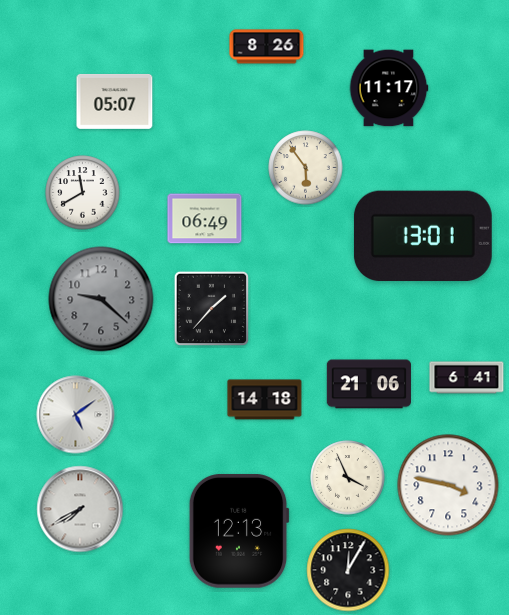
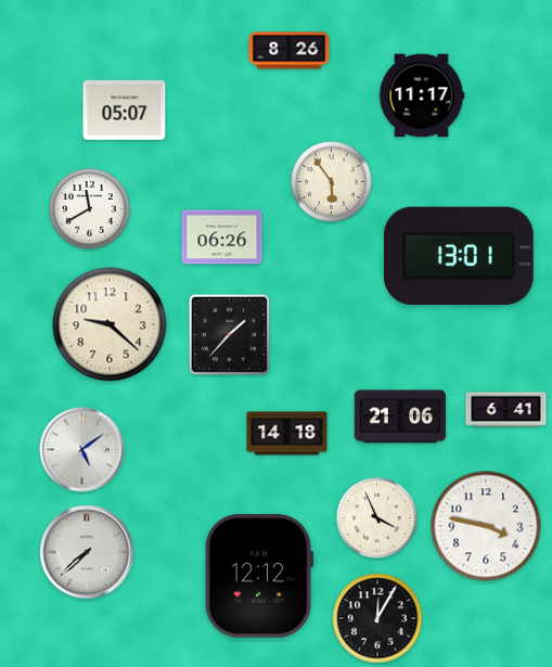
clock at (205, 219): 06:49 -> 06:26
clock at (101, 299) dial: grey -> cream
clock at (80, 509): 7:40 -> 7:38
clock at (239, 531): 12:13 -> 12:12
